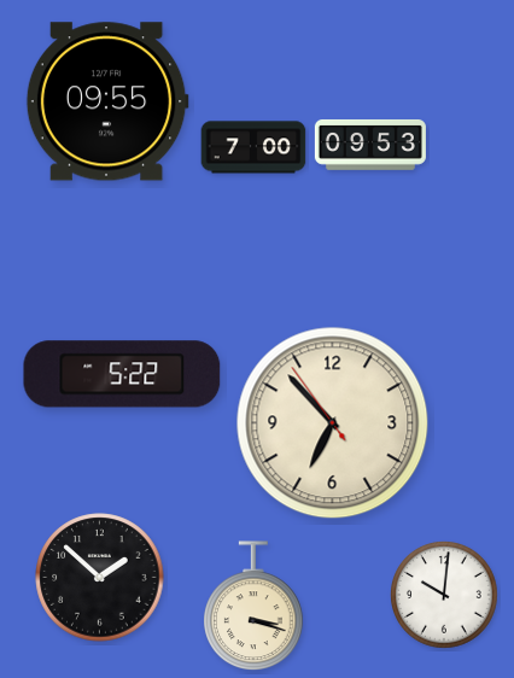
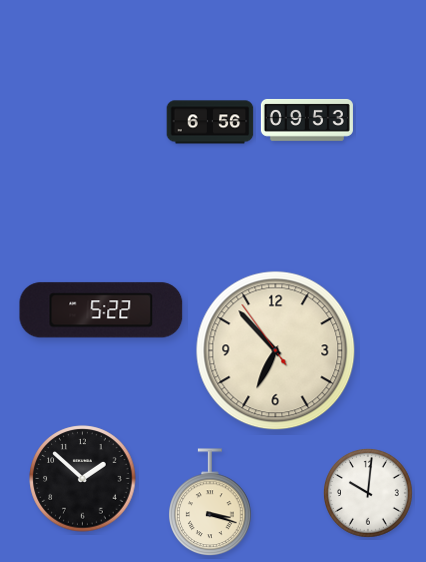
clock at (107, 101): 09:55 -> none
clock at (253, 147): 7:00 -> 6:56
